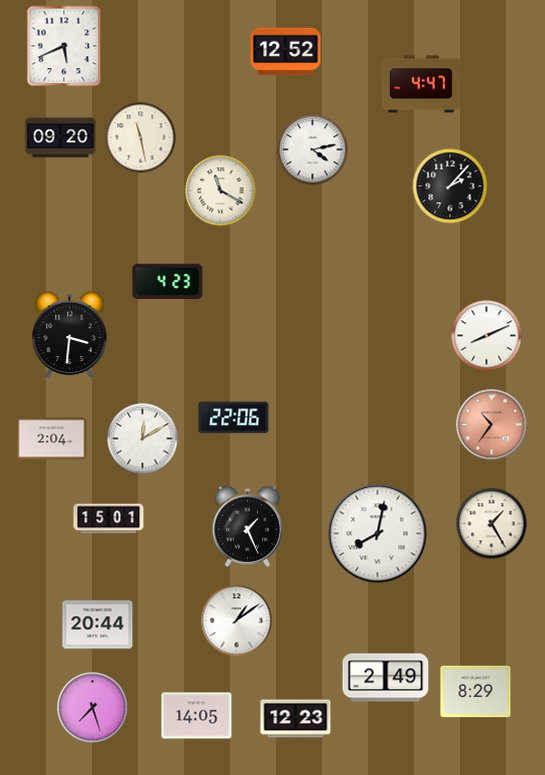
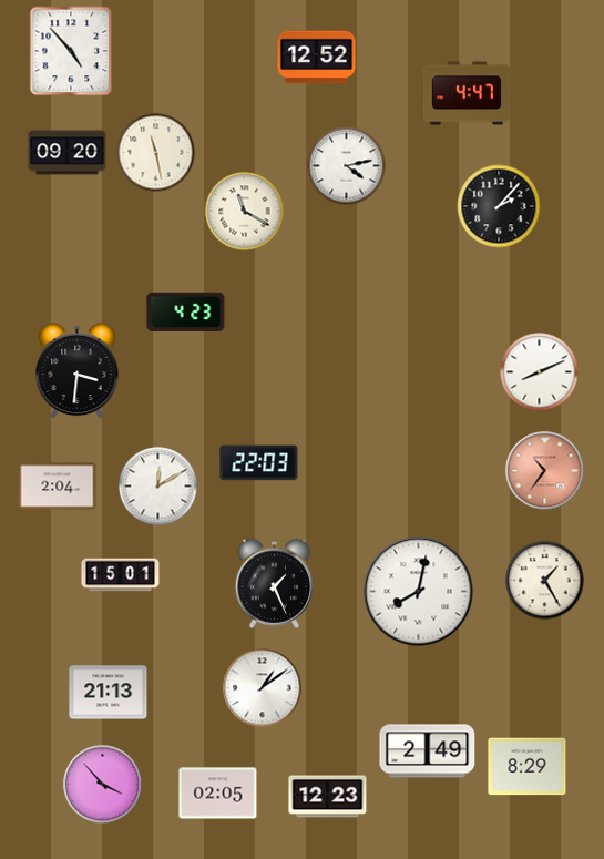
clock at (64, 46): 5:41 -> 4:53
clock at (234, 418): 22:06 -> 22:03
clock at (98, 625): 20:44 -> 21:13
clock at (93, 708): 7:27 -> 3:53
clock at (197, 716): 14:05 -> 02:05
